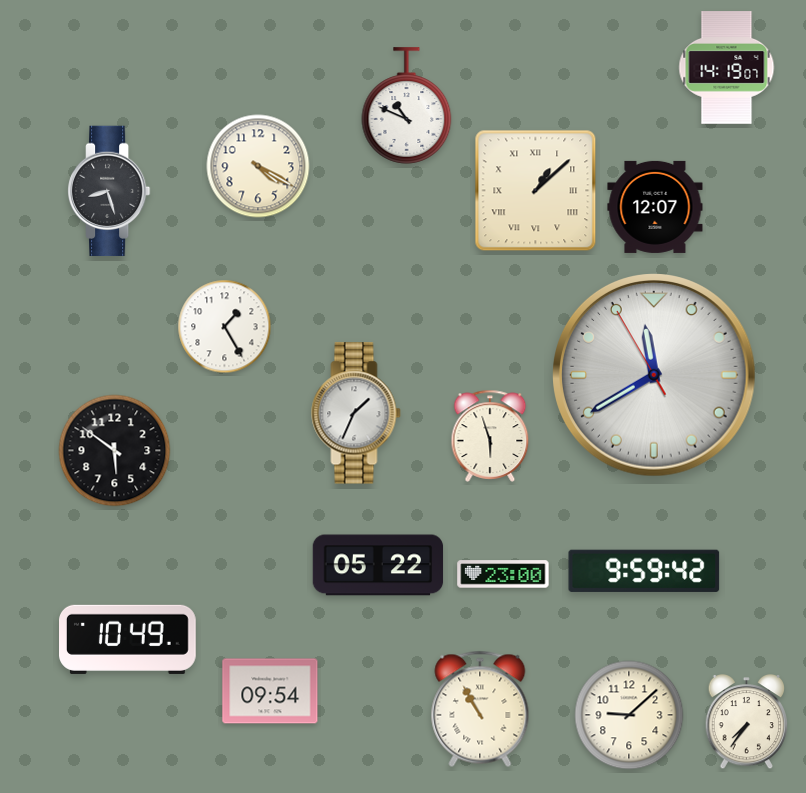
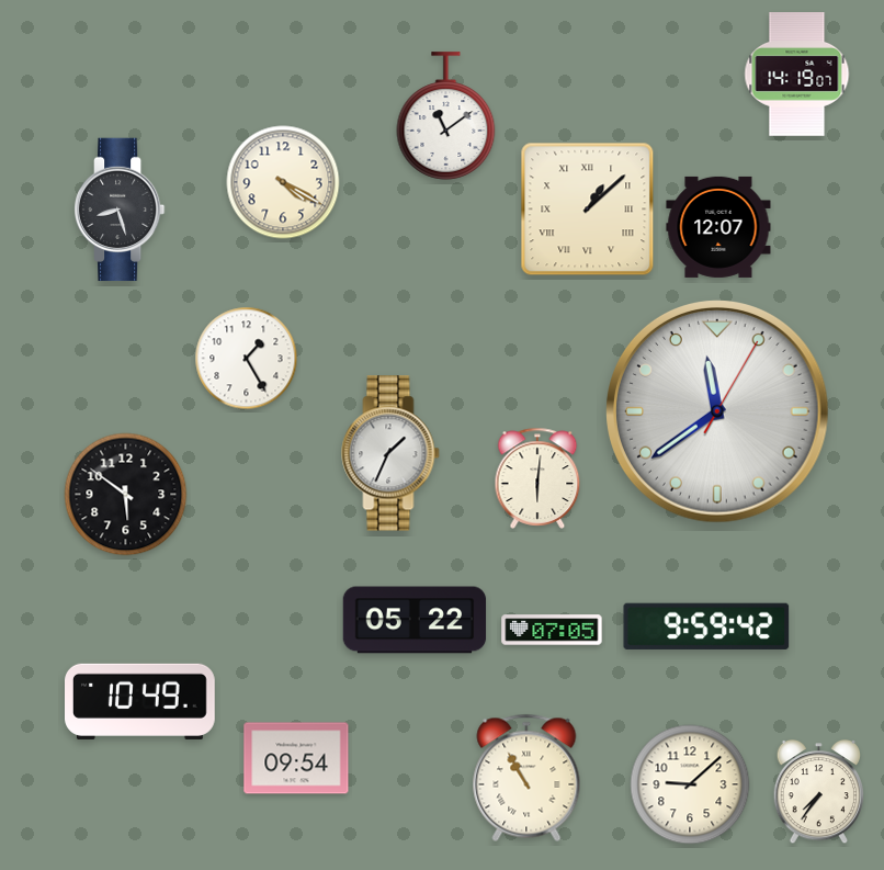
clock at (407, 106): 10:49 -> 11:09
clock at (655, 376): 11:39:55 -> 11:39:05
clock at (490, 436): 5:57 -> 6:01
clock at (503, 574): 23:00 -> 07:05
